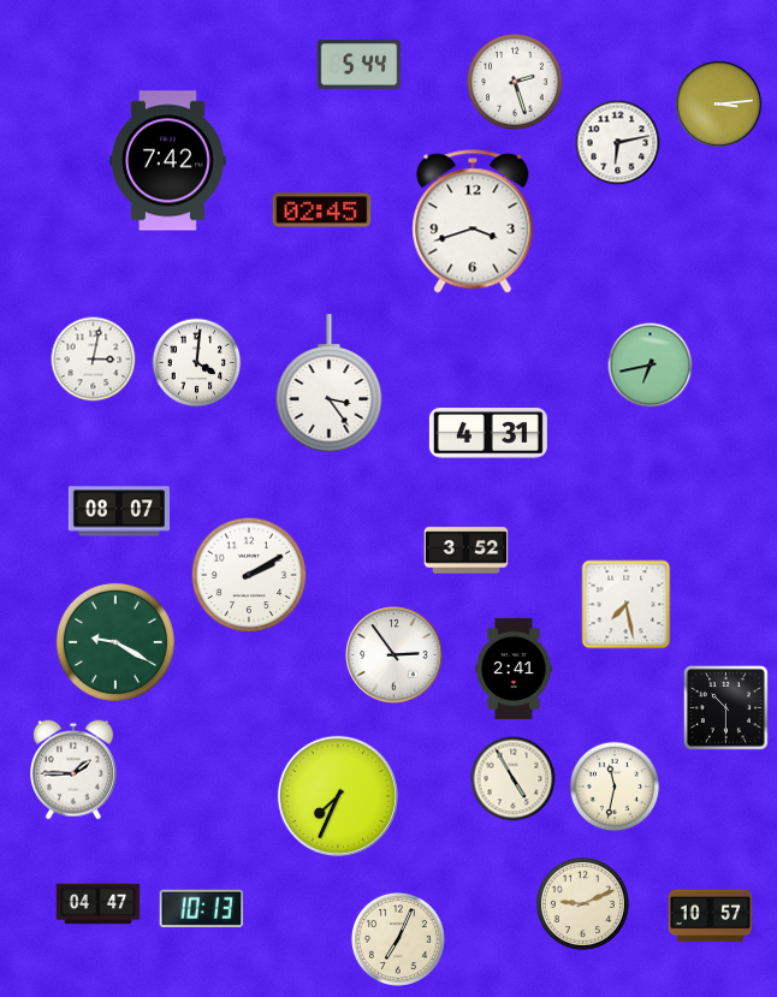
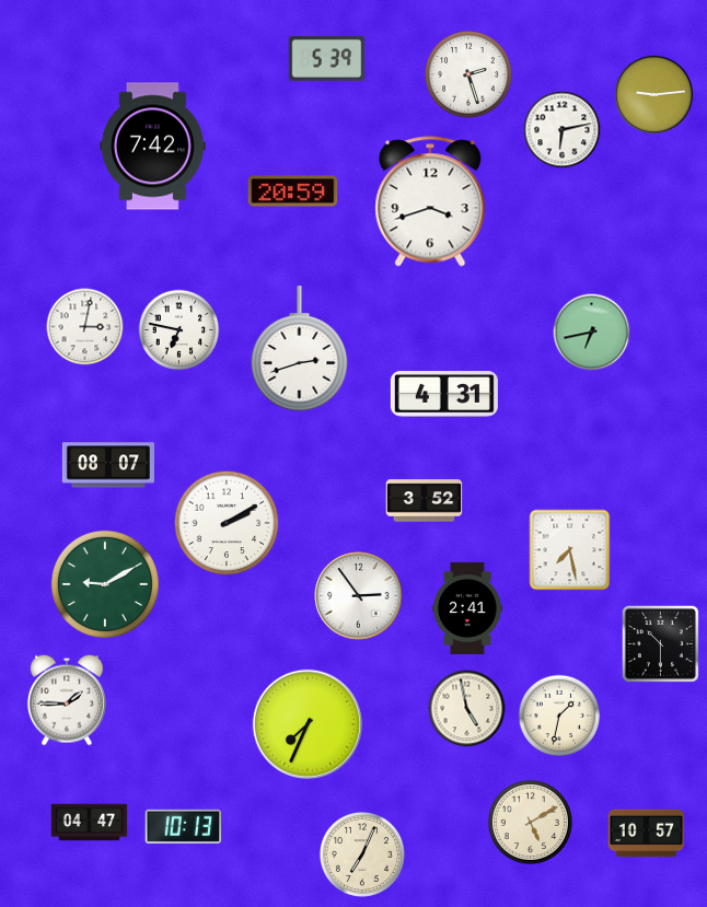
clock at (360, 65): 5:44 -> 5:39
clock at (718, 103): 3:14 -> 9:14
clock at (322, 210): 02:45 -> 20:59
clock at (197, 363): 4:01 -> 6:47
clock at (330, 384): 3:24 -> 2:42
clock at (115, 642): 9:20 -> 9:10
clock at (514, 779): 4:55 -> 4:58
clock at (615, 787): 11:32 -> 1:32
clock at (582, 903): 9:11 -> 5:10
